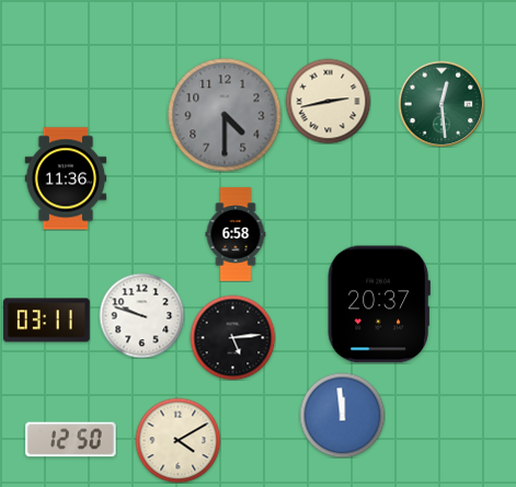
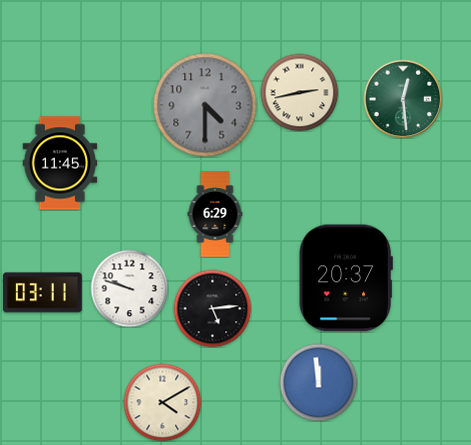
clock at (442, 104) position: (442, 104) -> (403, 99)
clock at (66, 178): 11:36 -> 11:45
clock at (236, 234): 6:58 -> 6:29
clock at (342, 415) position: (342, 415) -> (318, 382)
clock at (71, 440): 12:50 -> none
